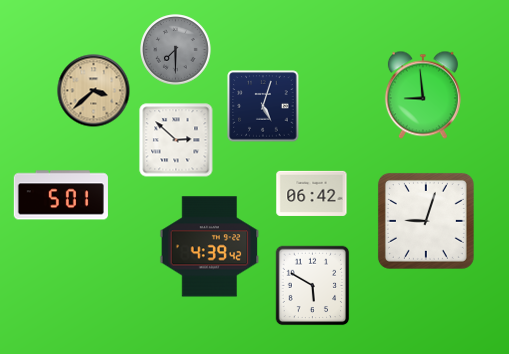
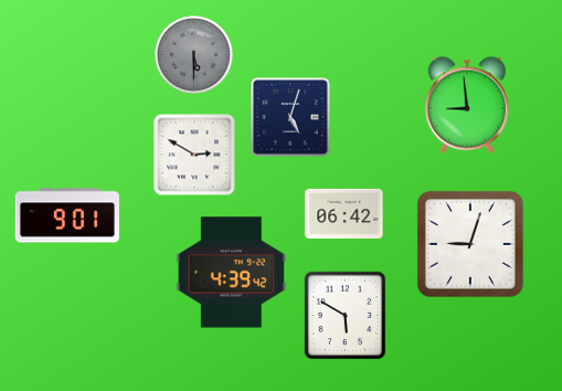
clock at (176, 50): 7:30 -> 5:30
clock at (94, 91): 3:38 -> none
clock at (176, 140): 2:52 -> 2:50
clock at (61, 195): 5:01 -> 9:01
